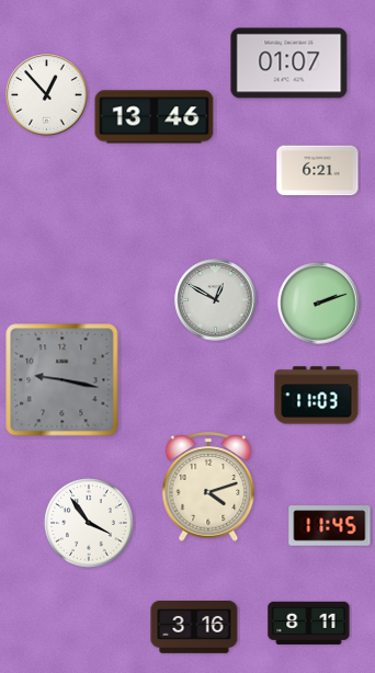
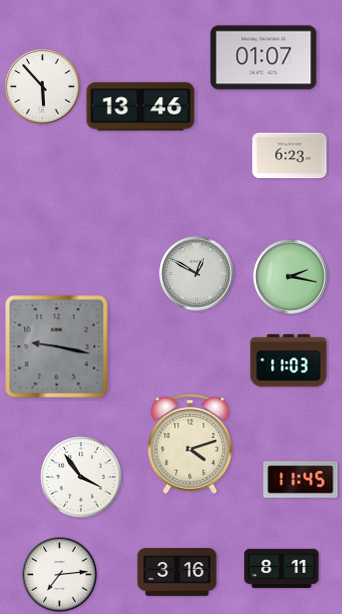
clock at (47, 95): 12:53 -> 5:53
clock at (318, 171): 6:21 -> 6:23
clock at (319, 304): 2:12 -> 2:17
clock at (60, 575): none -> 7:14
